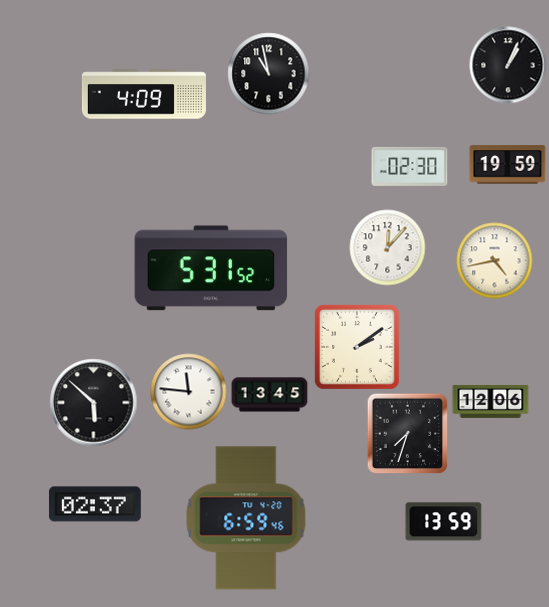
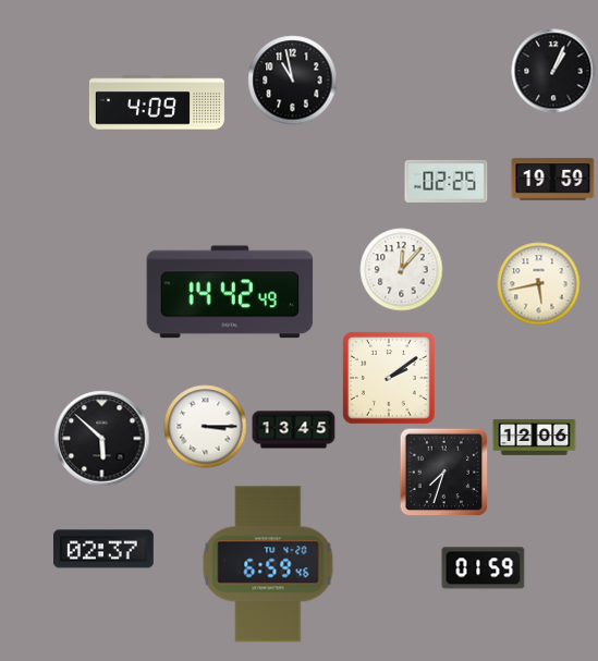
clock at (410, 166): 02:30 -> 02:25
clock at (388, 248) position: (388, 248) -> (402, 270)
clock at (495, 261): 4:43 -> 5:43
clock at (211, 268): 5:31 -> 14:42
clock at (189, 392): 11:46 -> 3:15
clock at (444, 522): 13:59 -> 01:59
